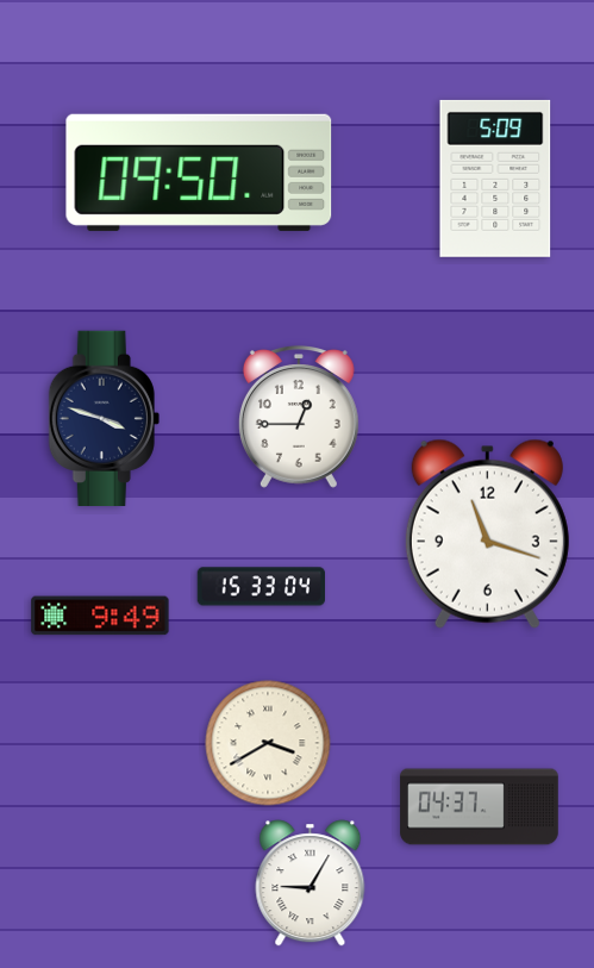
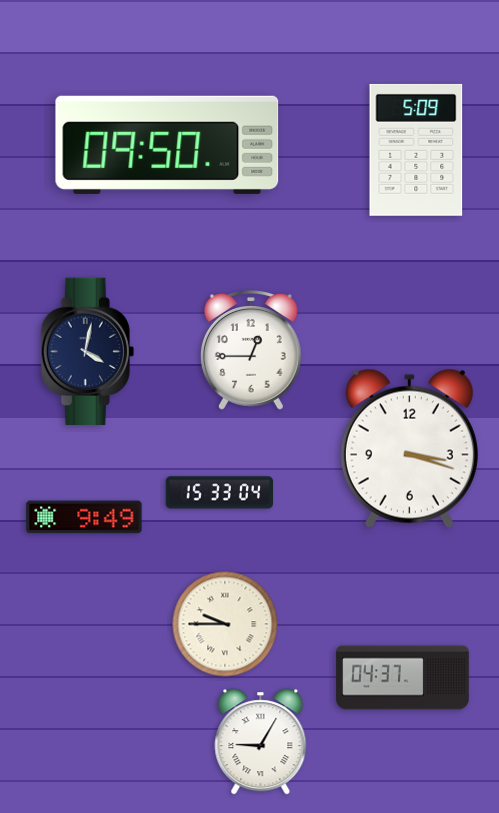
clock at (104, 418): 3:48 -> 4:02
clock at (487, 533): 11:18 -> 3:18
clock at (268, 743): 3:40 -> 9:45
